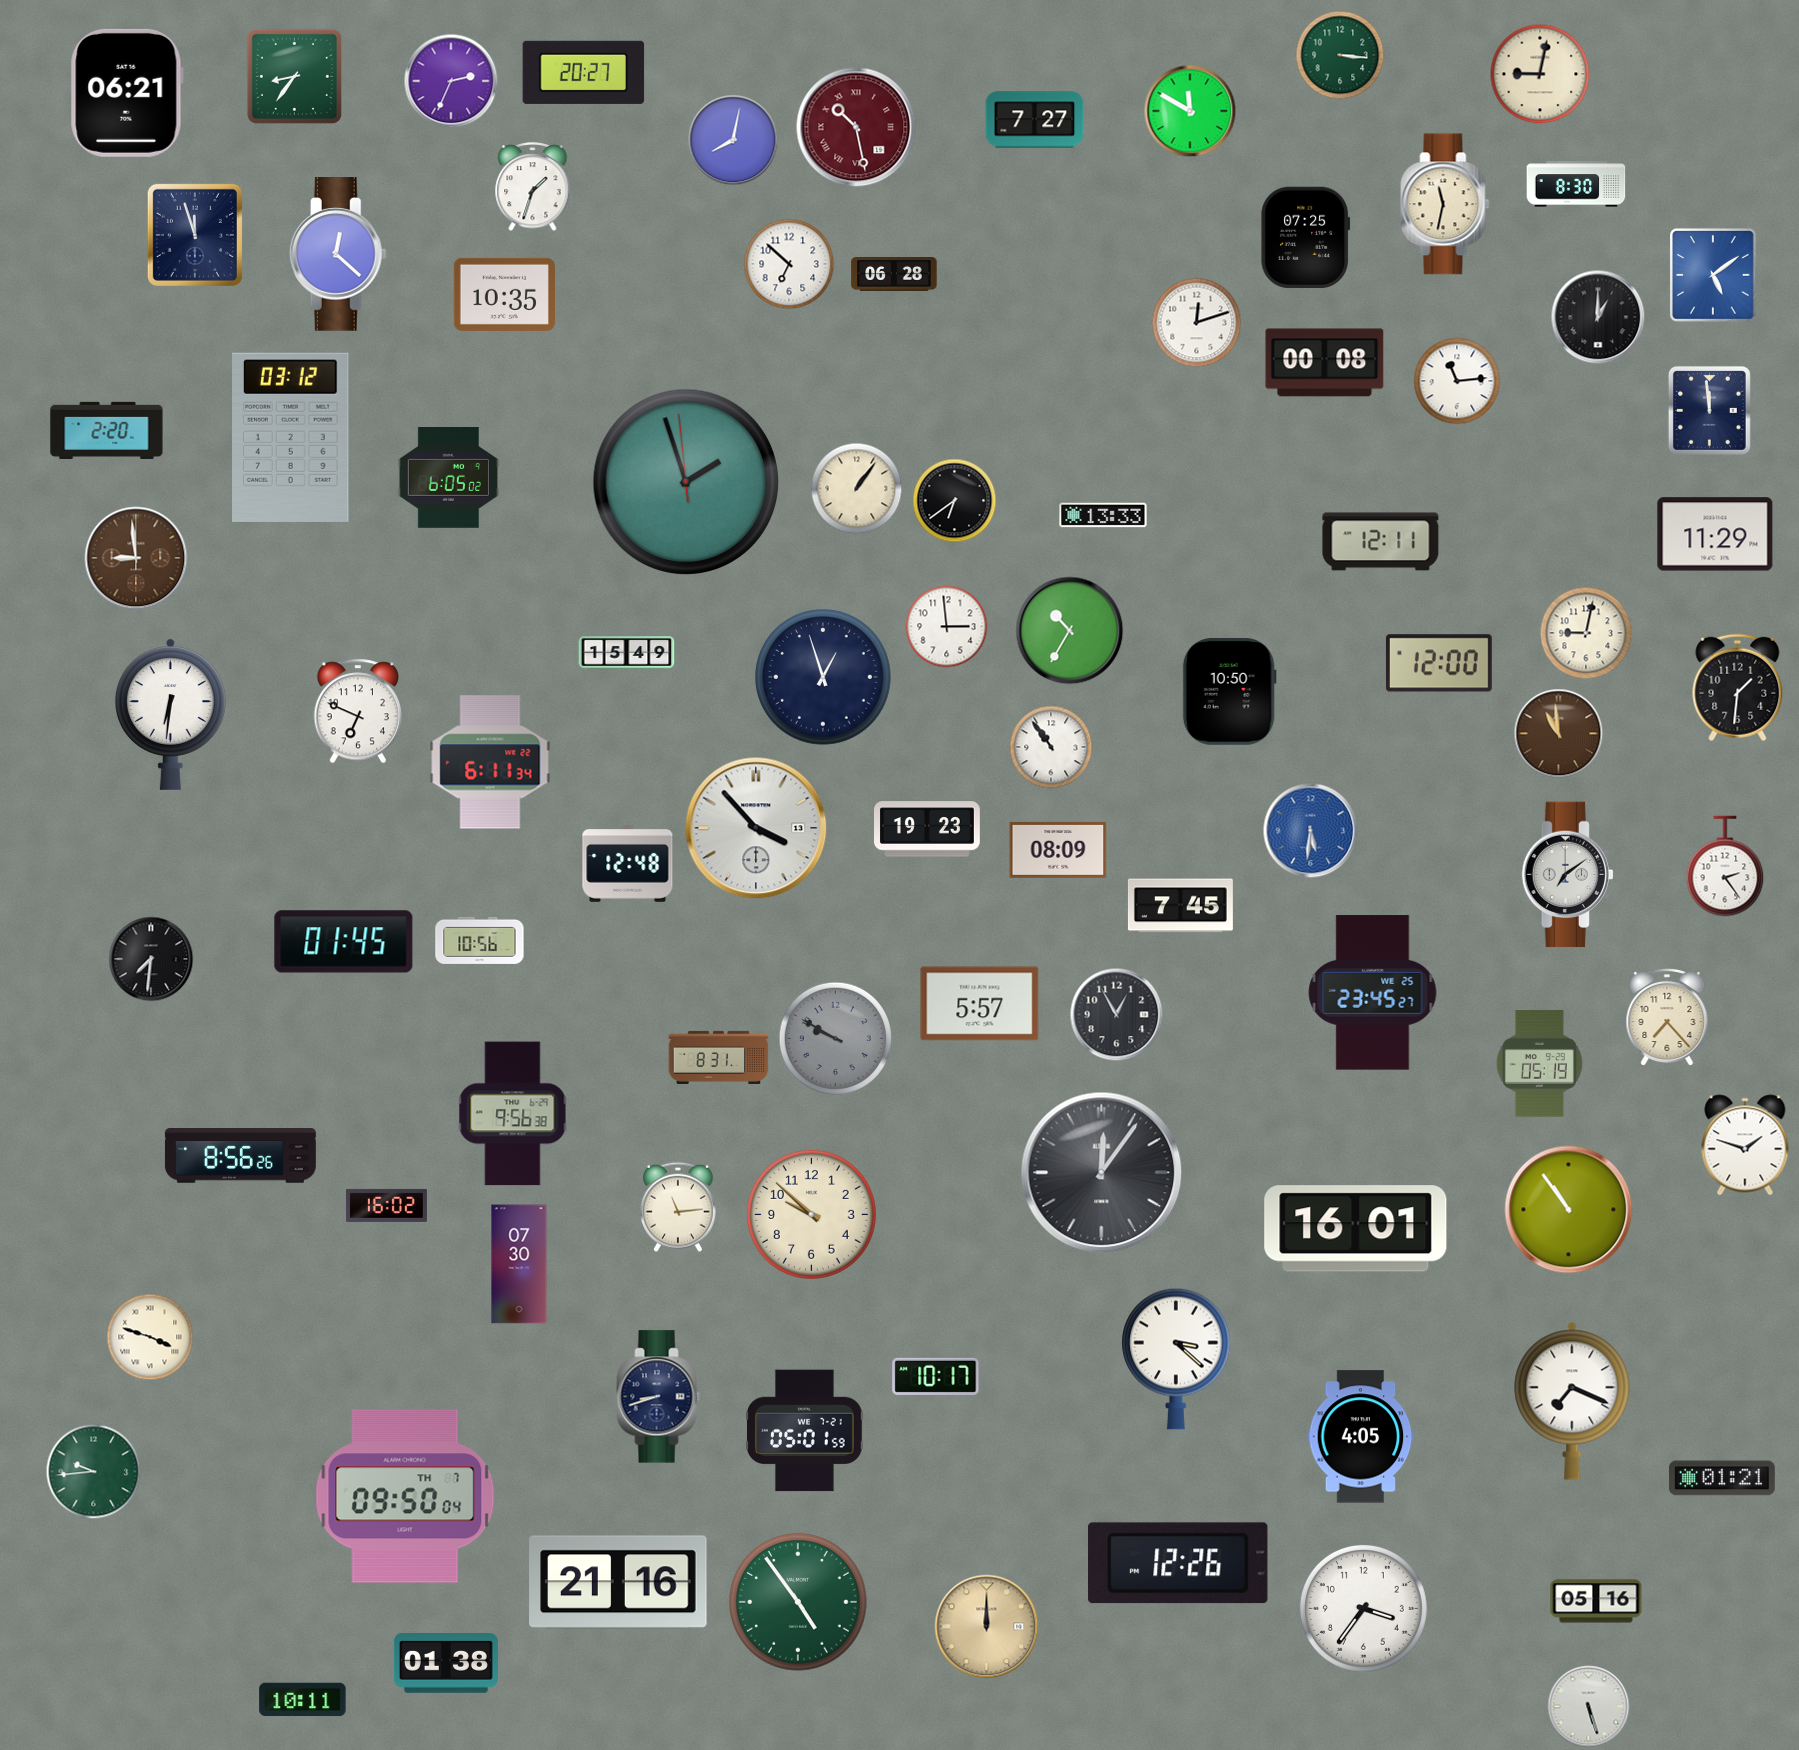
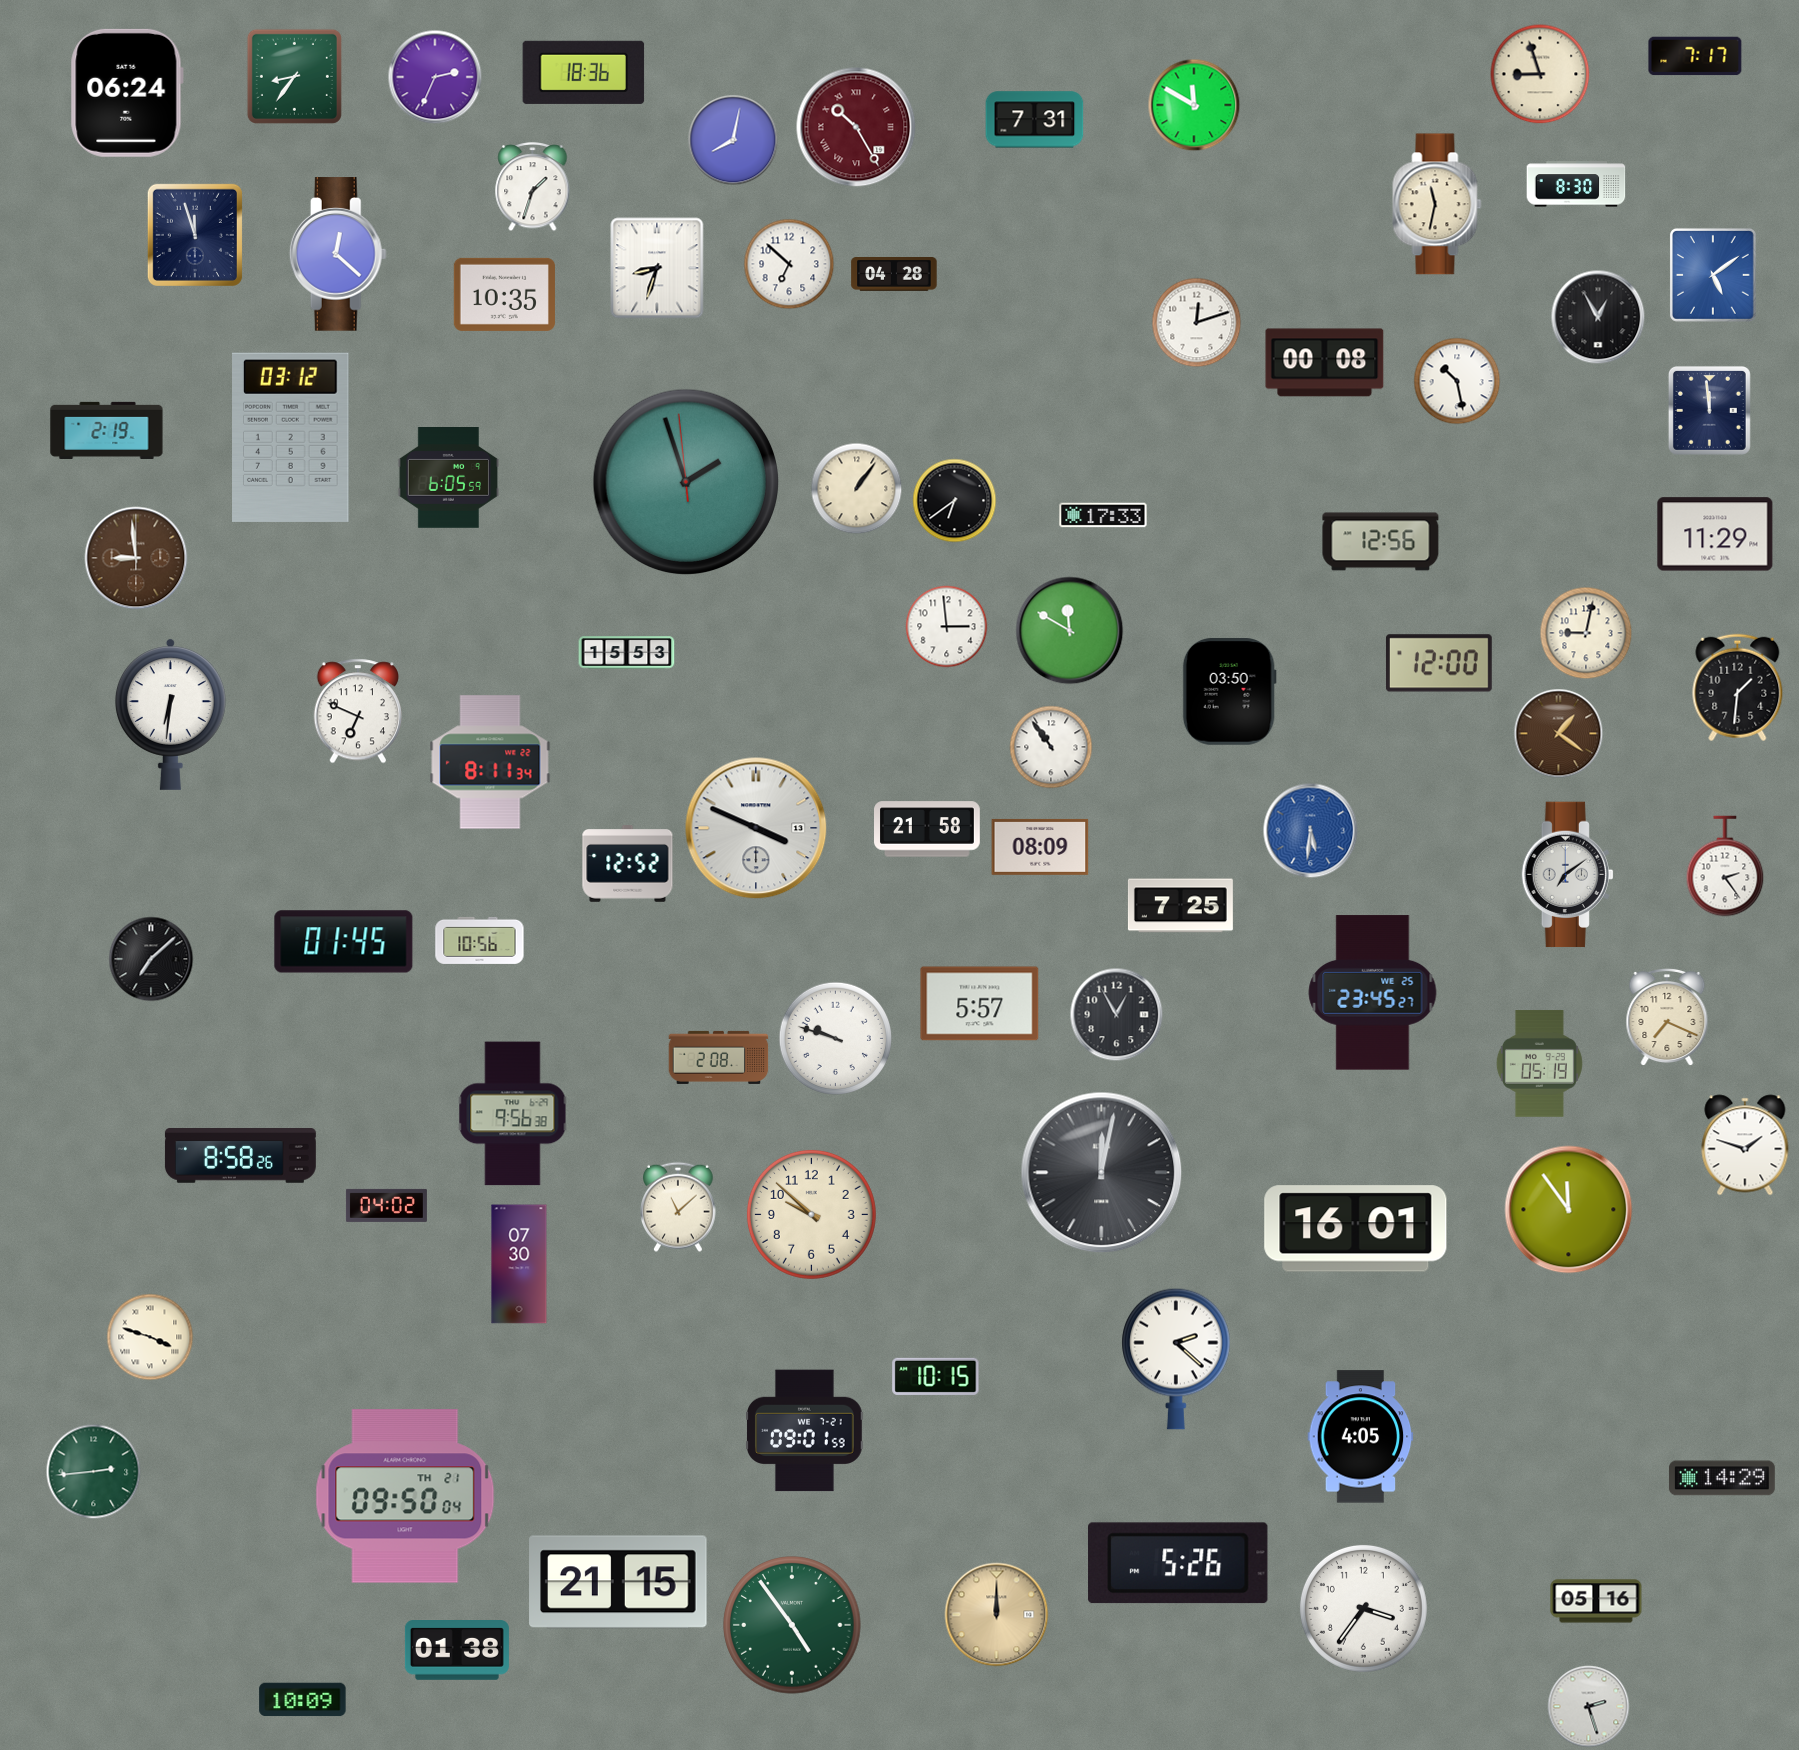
clock at (1340, 55): 3:16 -> none
clock at (1695, 56): none -> 7:17
clock at (584, 72): 20:27 -> 18:36
clock at (1540, 74): 9:02 -> 8:57
clock at (451, 81) position: (451, 81) -> (435, 77)
clock at (127, 93): 06:21 -> 06:24
clock at (1190, 111) position: (1190, 111) -> (1194, 105)
clock at (1035, 120): 7:27 -> 7:31
clock at (856, 127): 10:28 -> 10:25
clock at (1445, 204) position: (1445, 204) -> (1437, 204)
clock at (1306, 237): 07:25 -> none
clock at (657, 268): none -> 8:33
clock at (894, 275): 06:28 -> 04:28
clock at (1598, 317): 1:00 -> 12:55
clock at (1457, 381): 11:14 -> 10:28
clock at (107, 430): 2:20 -> 2:19
clock at (448, 478): 6:05:02 -> 6:05:59
clock at (1103, 515): 13:33 -> 17:33
clock at (1381, 542): 12:11 -> 12:56
clock at (1070, 631): 10:35 -> 11:50
clock at (627, 653): 15:49 -> 15:53
clock at (823, 677): 12:57 -> none
clock at (1229, 692): 10:50 -> 03:50
clock at (1559, 734): 10:59 -> 1:21
clock at (490, 762): 6:11 -> 8:11
clock at (756, 828): 3:53 -> 3:49
clock at (928, 829): 19:23 -> 21:58
clock at (1058, 850) position: (1058, 850) -> (1040, 847)
clock at (628, 864): 12:48 -> 12:52
clock at (1180, 906): 7:45 -> 7:25
clock at (151, 959): 7:31 -> 7:08
clock at (1667, 1016): 7:23 -> 7:19
clock at (835, 1038): 9:50 -> 9:48
clock at (835, 1038) dial: grey -> white
clock at (719, 1057): 8:31 -> 2:08
clock at (240, 1156): 8:56 -> 8:58
clock at (1102, 1173): 12:06 -> 12:02
clock at (386, 1205): 16:02 -> 04:02
clock at (679, 1207): 11:14 -> 11:08
clock at (1569, 1210): 10:54 -> 11:54
clock at (1176, 1359): 3:22 -> 2:22
clock at (936, 1376): 10:17 -> 10:15
clock at (659, 1397): 8:42 -> none
clock at (1572, 1401): 7:19 -> none
clock at (805, 1431): 05:01 -> 09:01
clock at (94, 1472): 9:44 -> 2:44
clock at (1722, 1478): 01:21 -> 14:29
clock at (405, 1496) date: TH 7 -> TH 21
clock at (1178, 1563): 12:26 -> 5:26
clock at (618, 1582): 21:16 -> 21:15
clock at (798, 1602) position: (798, 1602) -> (792, 1625)
clock at (987, 1627) position: (987, 1627) -> (997, 1615)
clock at (446, 1664) position: (446, 1664) -> (457, 1651)
clock at (303, 1700): 10:11 -> 10:09
clock at (1589, 1707): 5:27 -> 2:27
